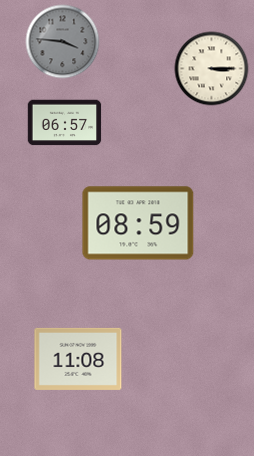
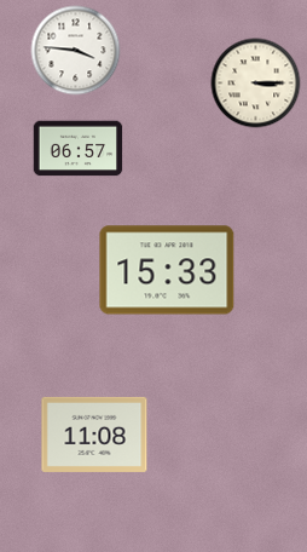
clock at (63, 42) dial: grey -> white
clock at (138, 223): 08:59 -> 15:33
